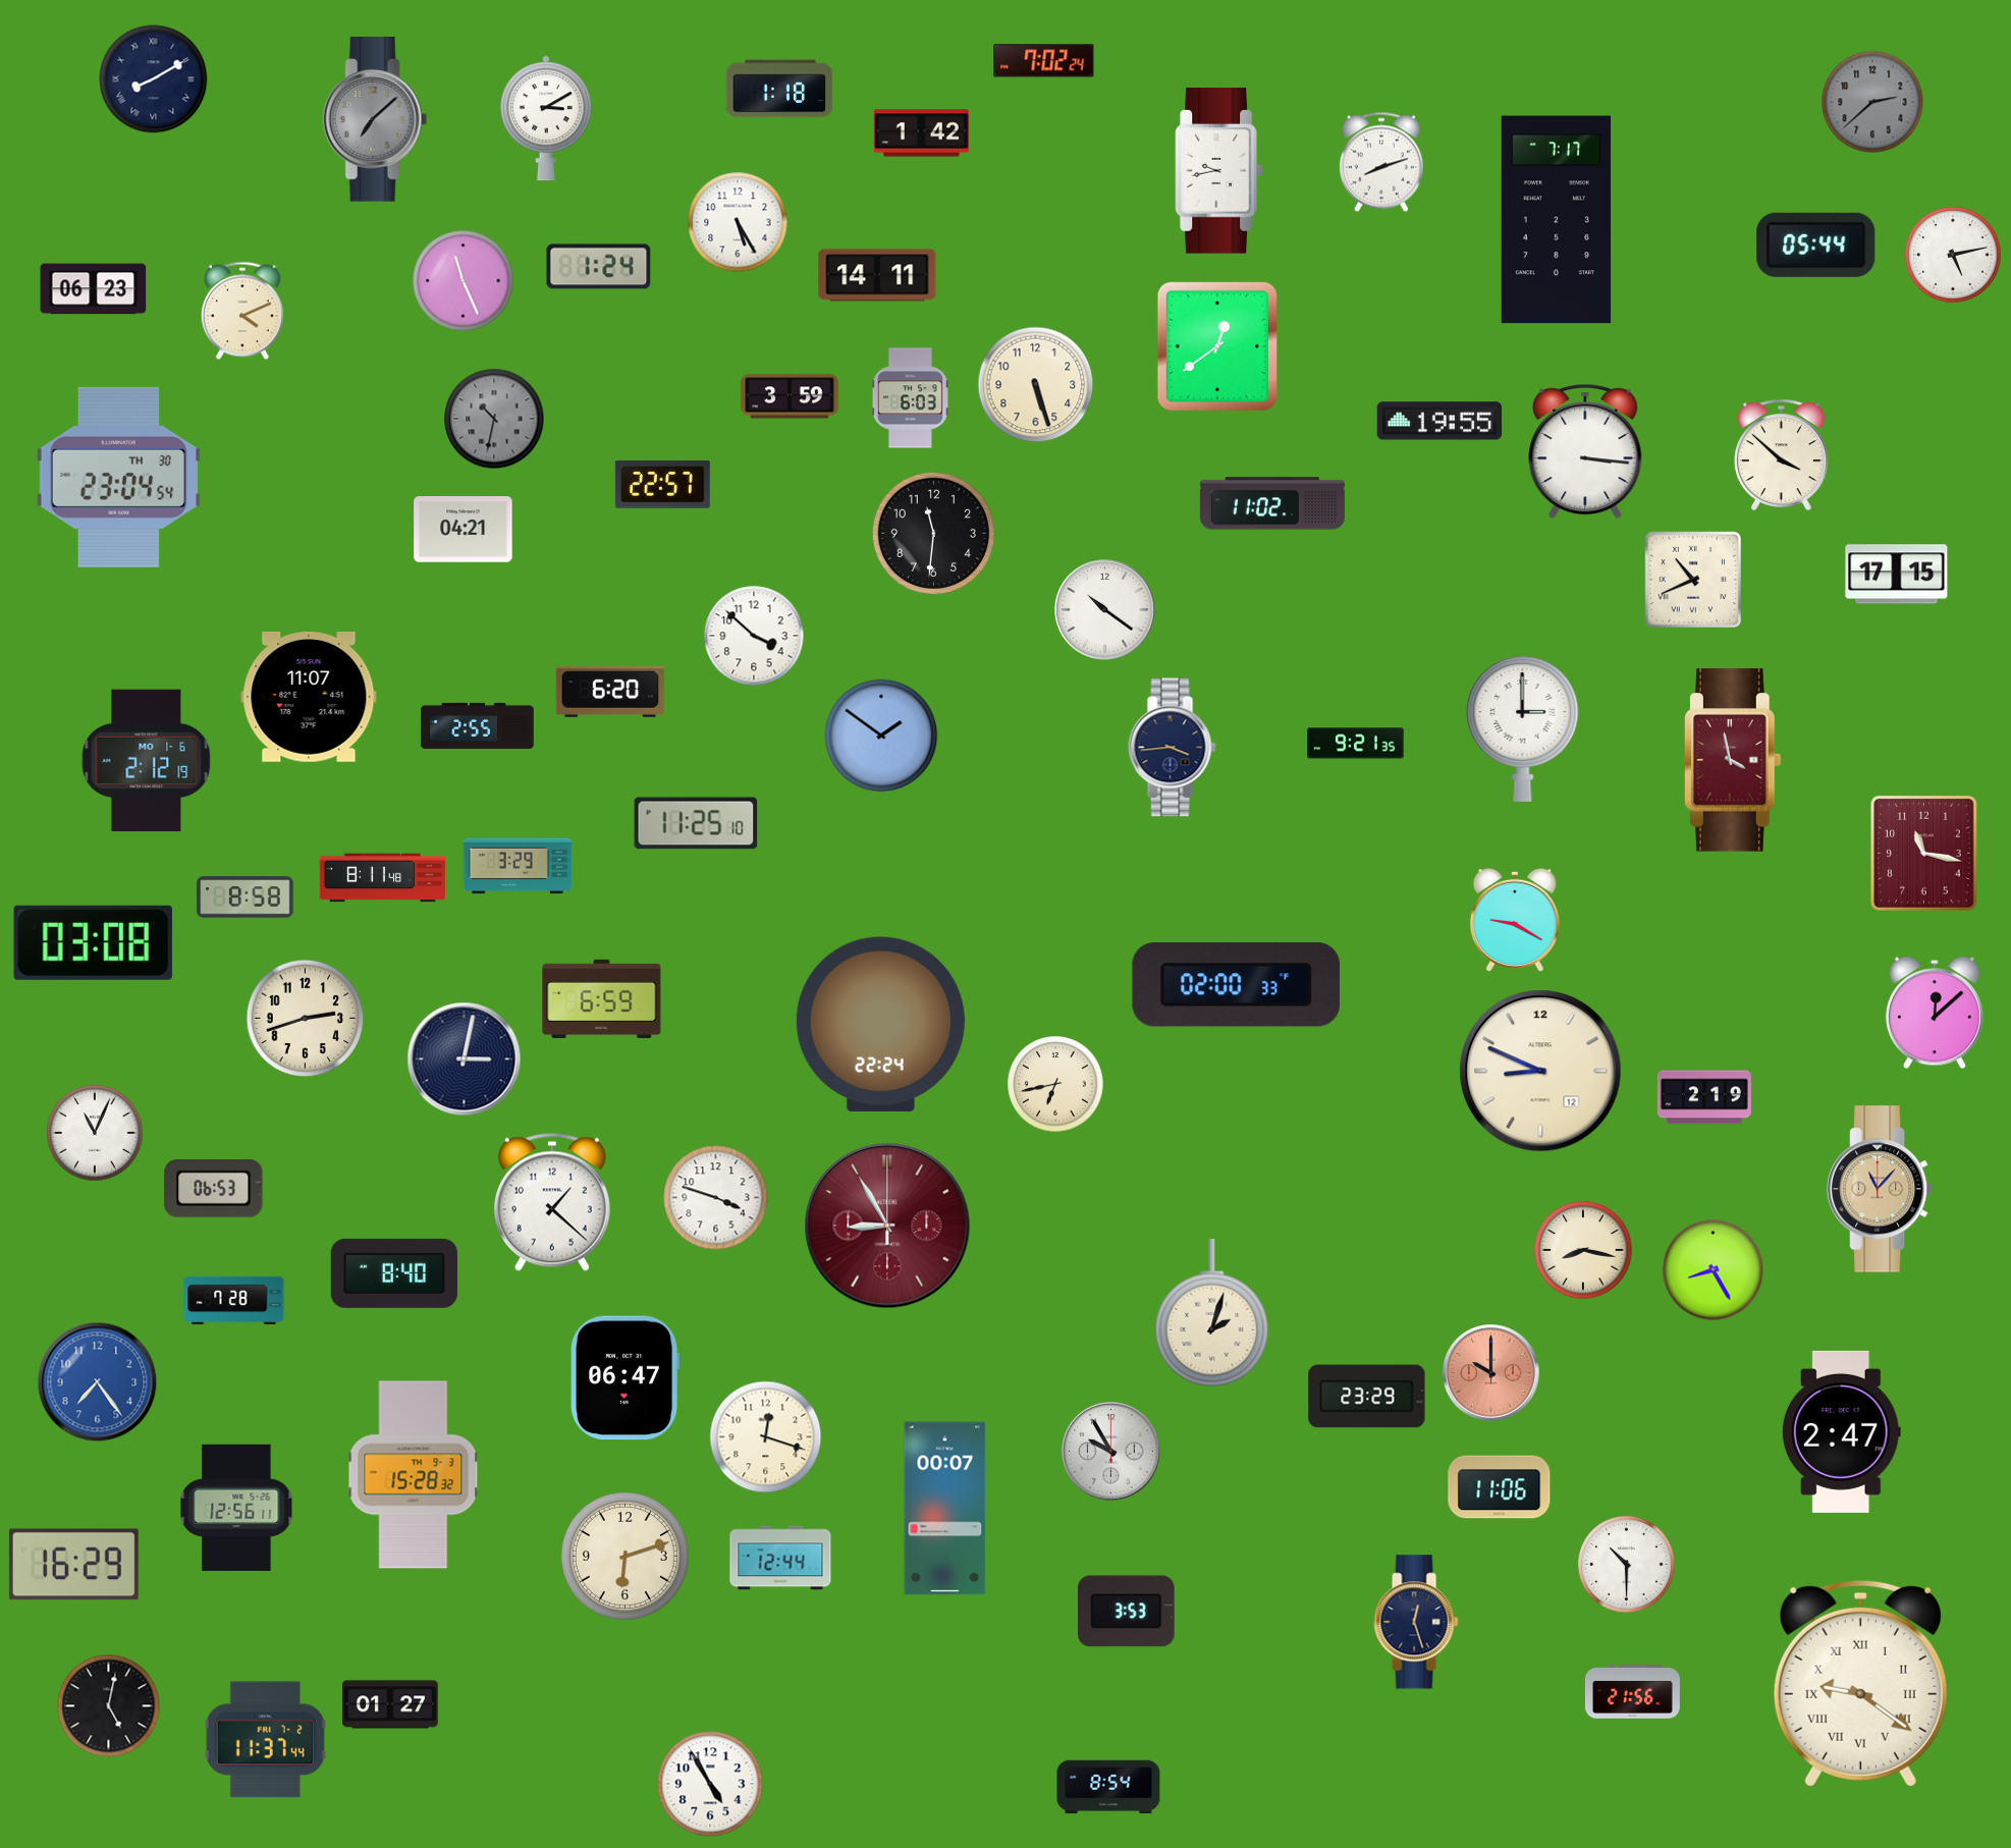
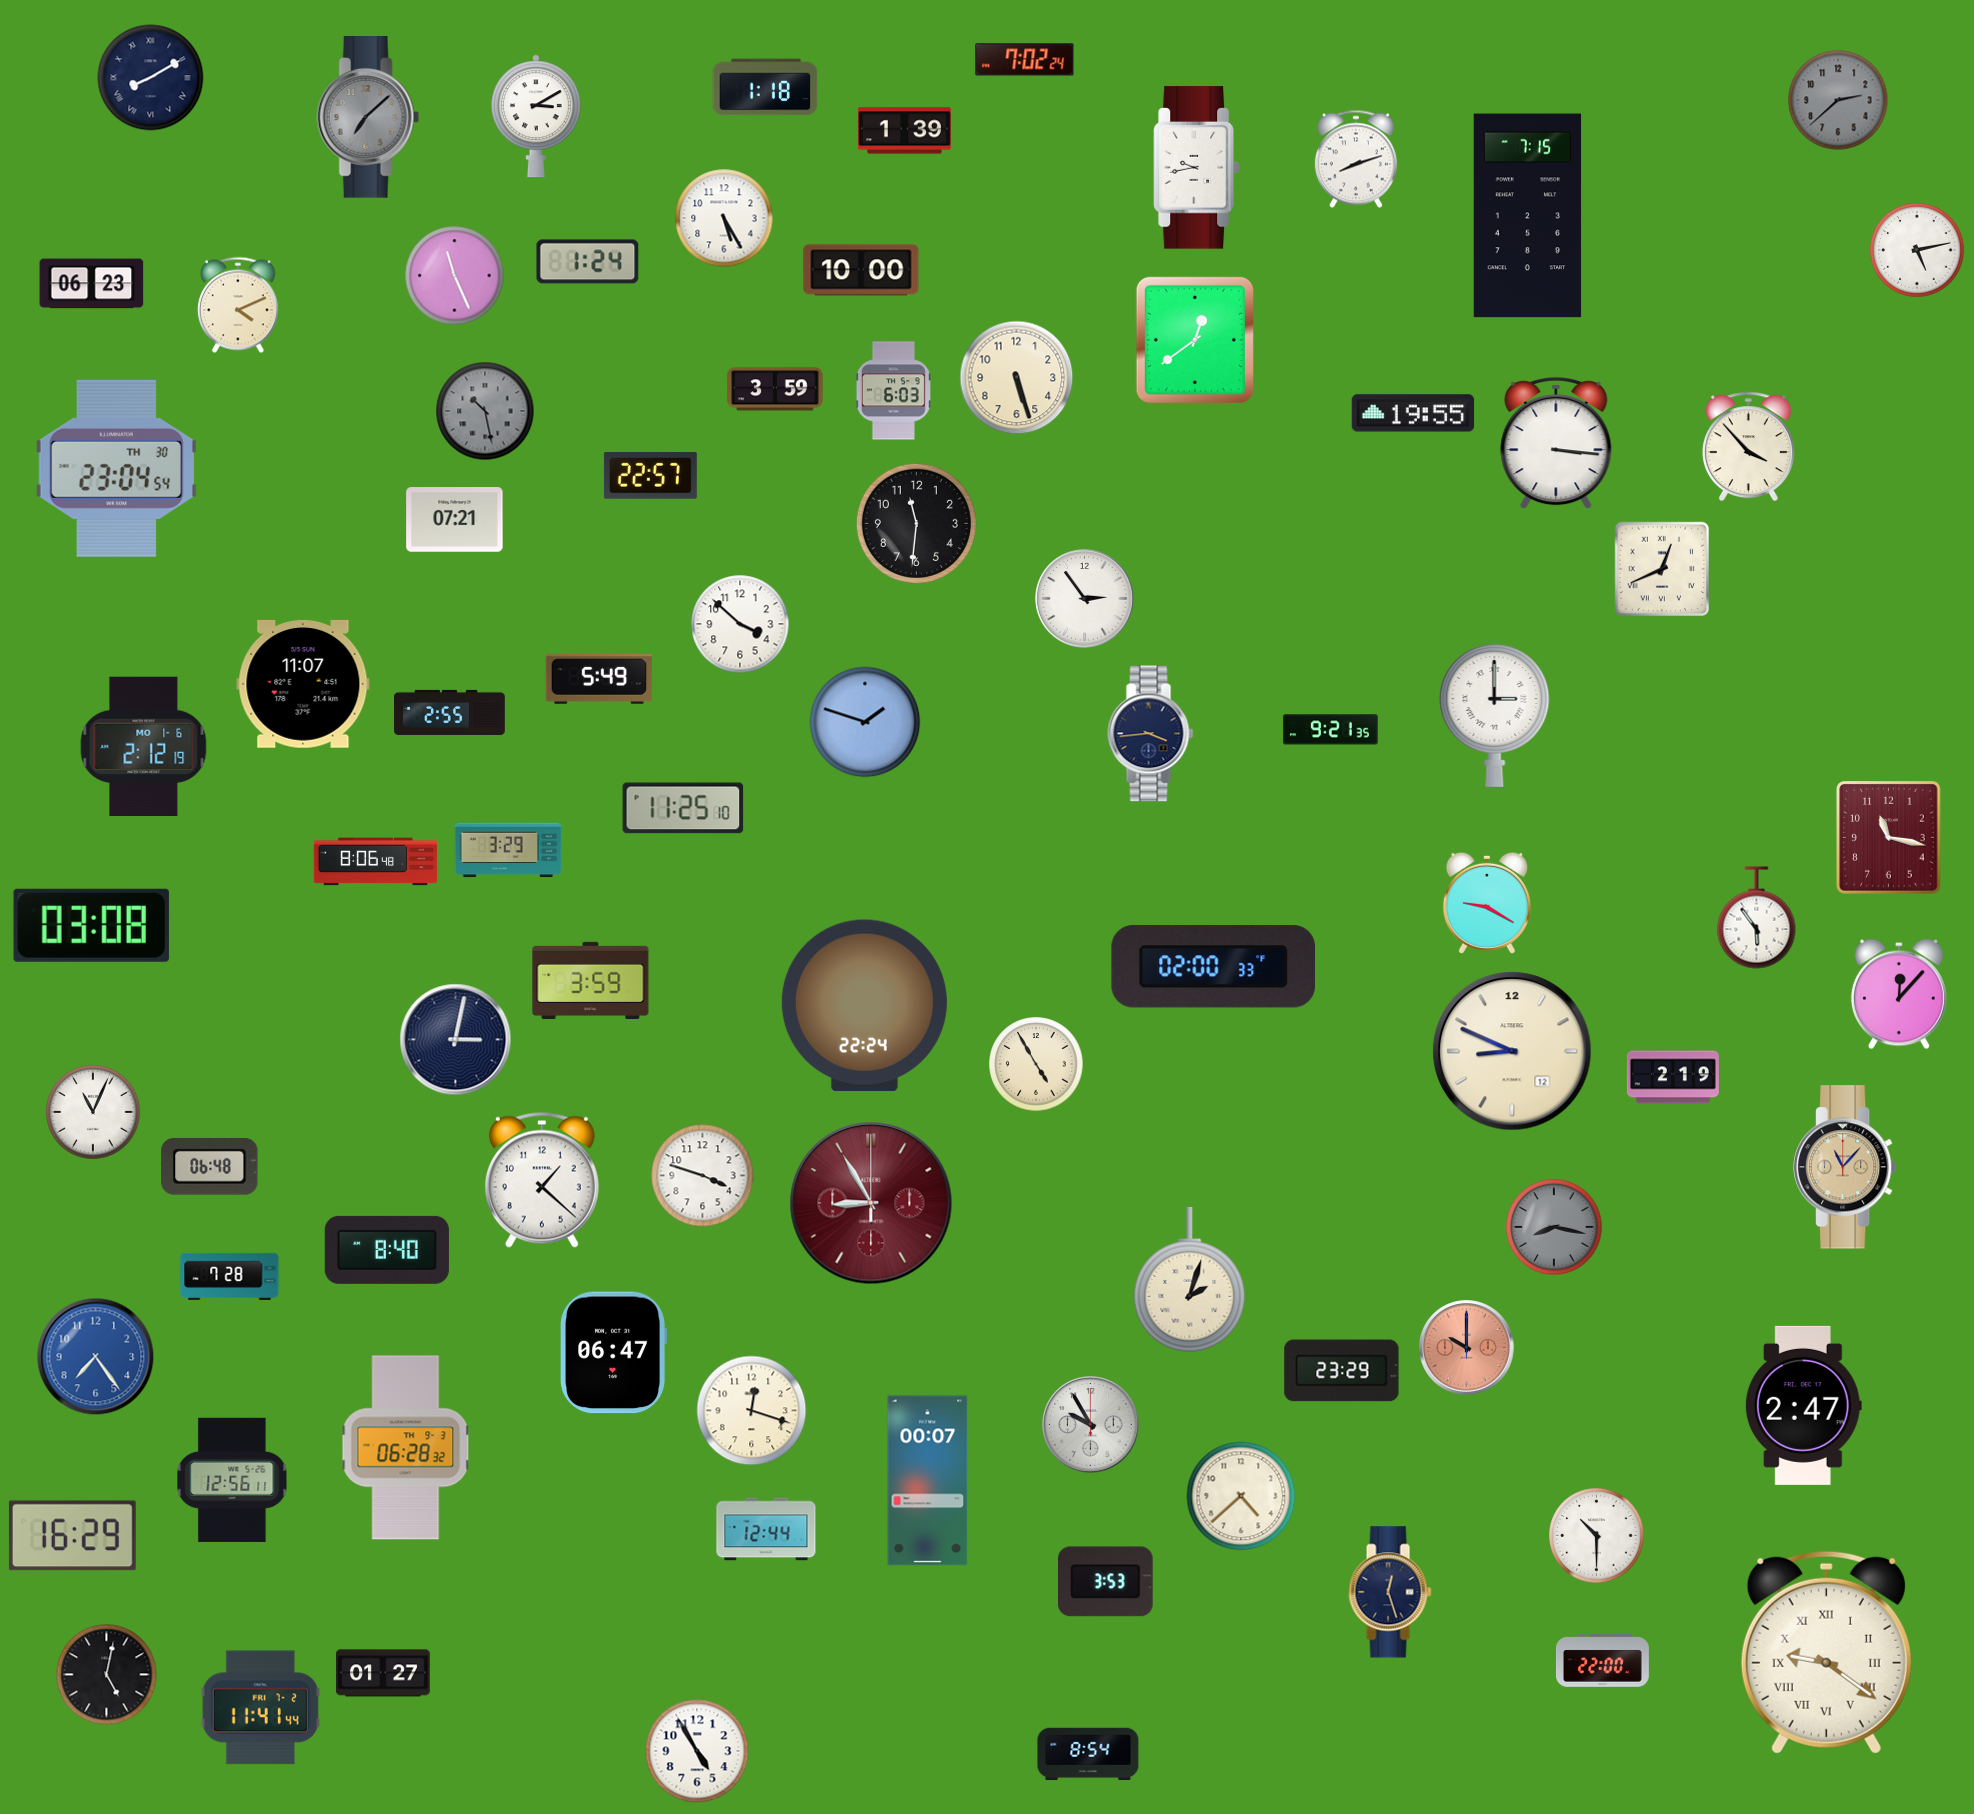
clock at (921, 133): 1:42 -> 1:39
clock at (1557, 220): 7:17 -> 7:15
clock at (1816, 244): 05:44 -> none
clock at (877, 275): 14:11 -> 10:00
clock at (494, 419): 10:32 -> 10:28
clock at (1781, 455): 3:52 -> 3:53
clock at (1272, 503): 11:02 -> none
clock at (464, 530): 04:21 -> 07:21
clock at (1897, 575): 17:15 -> none
clock at (1692, 579): 10:41 -> 12:41
clock at (1105, 610): 10:21 -> 2:54
clock at (610, 692): 6:20 -> 5:49
clock at (478, 725) position: (478, 725) -> (450, 712)
clock at (881, 736): 1:51 -> 1:48
clock at (1733, 760): 3:58 -> none
clock at (383, 878): 8:11 -> 8:06
clock at (246, 898): 8:58 -> none
clock at (1757, 918): none -> 5:54
clock at (602, 998): 6:59 -> 3:59
clock at (1935, 1013): 12:08 -> 12:07
clock at (306, 1019): 2:42 -> none
clock at (1055, 1084): 6:43 -> 4:55
clock at (214, 1188): 06:53 -> 06:48
clock at (1583, 1250) dial: cream -> grey
clock at (1714, 1270): 8:25 -> none
clock at (1212, 1313) position: (1212, 1313) -> (1190, 1280)
clock at (1491, 1373) position: (1491, 1373) -> (1467, 1348)
clock at (1841, 1431) position: (1841, 1431) -> (1803, 1405)
clock at (414, 1475): 15:28 -> 06:28
clock at (1500, 1487): 11:06 -> none
clock at (1241, 1496): none -> 4:38
clock at (624, 1556): 6:12 -> none
clock at (1632, 1692): 21:56 -> 22:00
clock at (265, 1740): 11:37 -> 11:41
